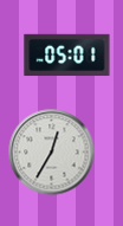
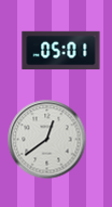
clock at (52, 153): 12:35 -> 12:39
